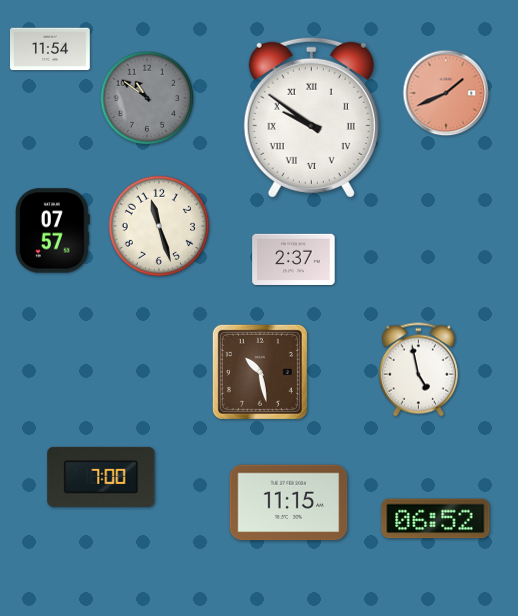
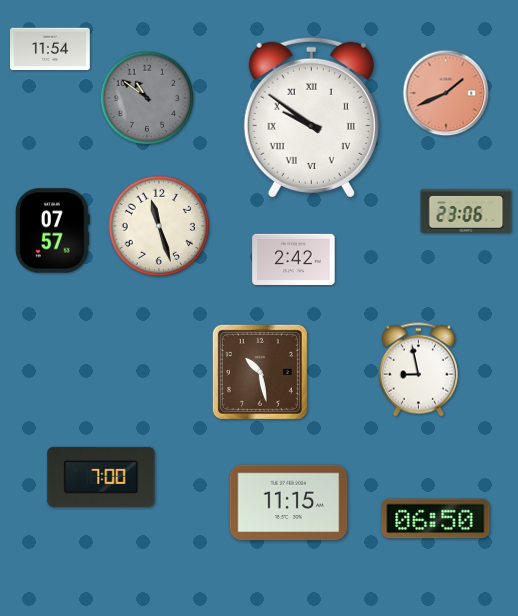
clock at (466, 211): none -> 23:06
clock at (294, 259): 2:37 -> 2:42
clock at (418, 370): 4:58 -> 8:58
clock at (436, 519): 06:52 -> 06:50
